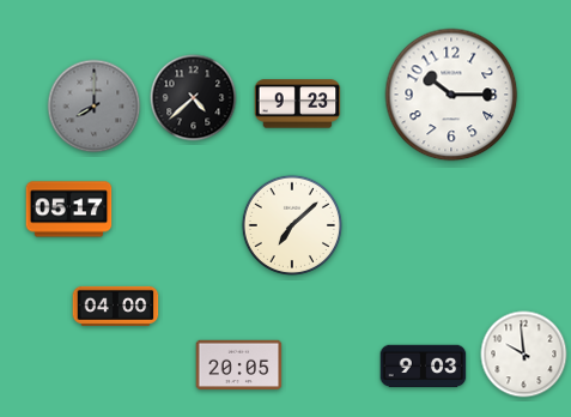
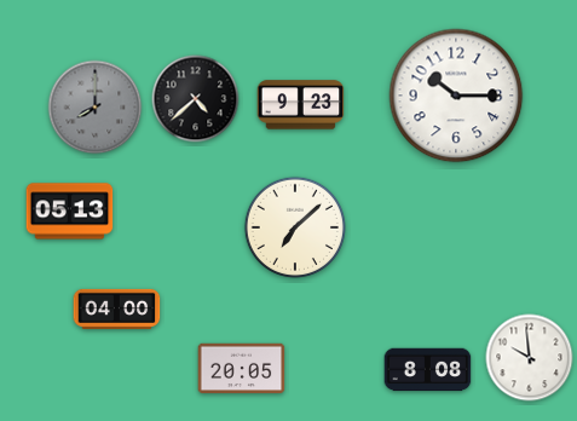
clock at (69, 210): 05:17 -> 05:13
clock at (424, 367): 9:03 -> 8:08
